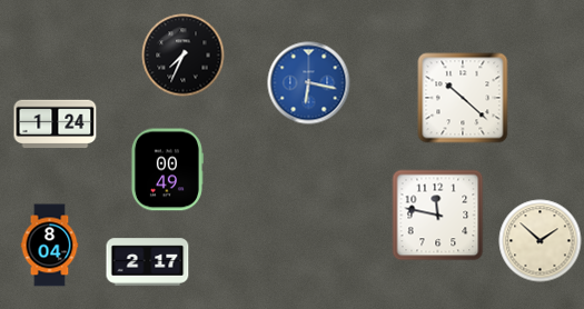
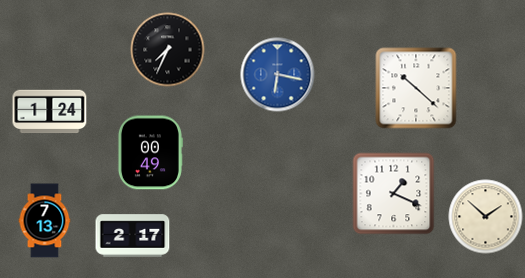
clock at (184, 56) position: (184, 56) -> (168, 50)
clock at (438, 216): 11:47 -> 1:19
clock at (50, 246): 8:04 -> 7:13
